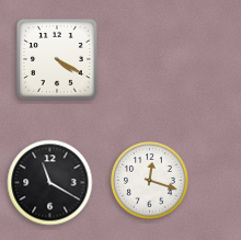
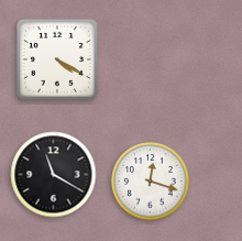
clock at (50, 183) position: (50, 183) -> (54, 175)
